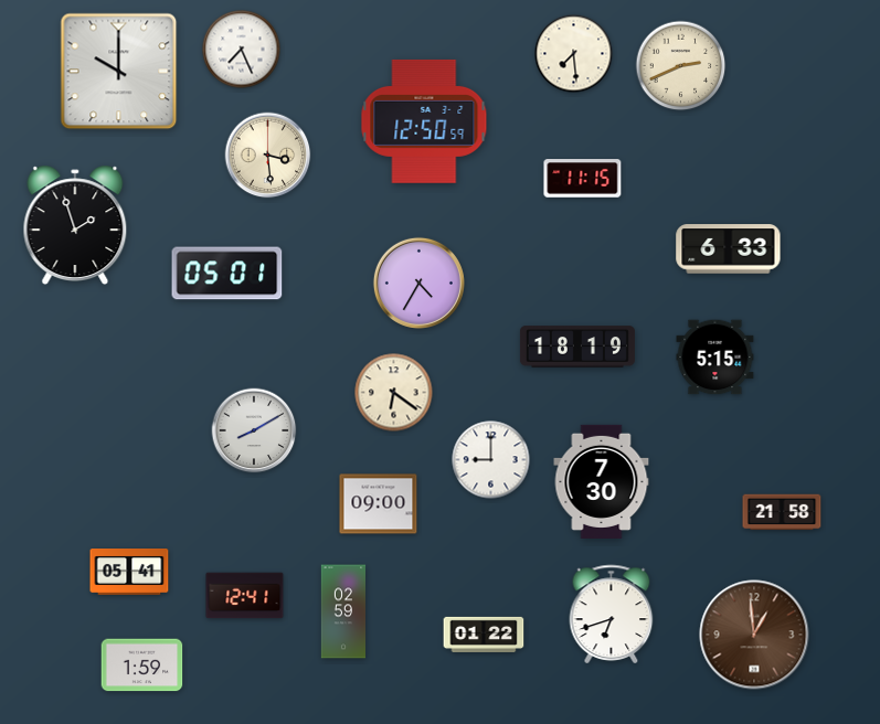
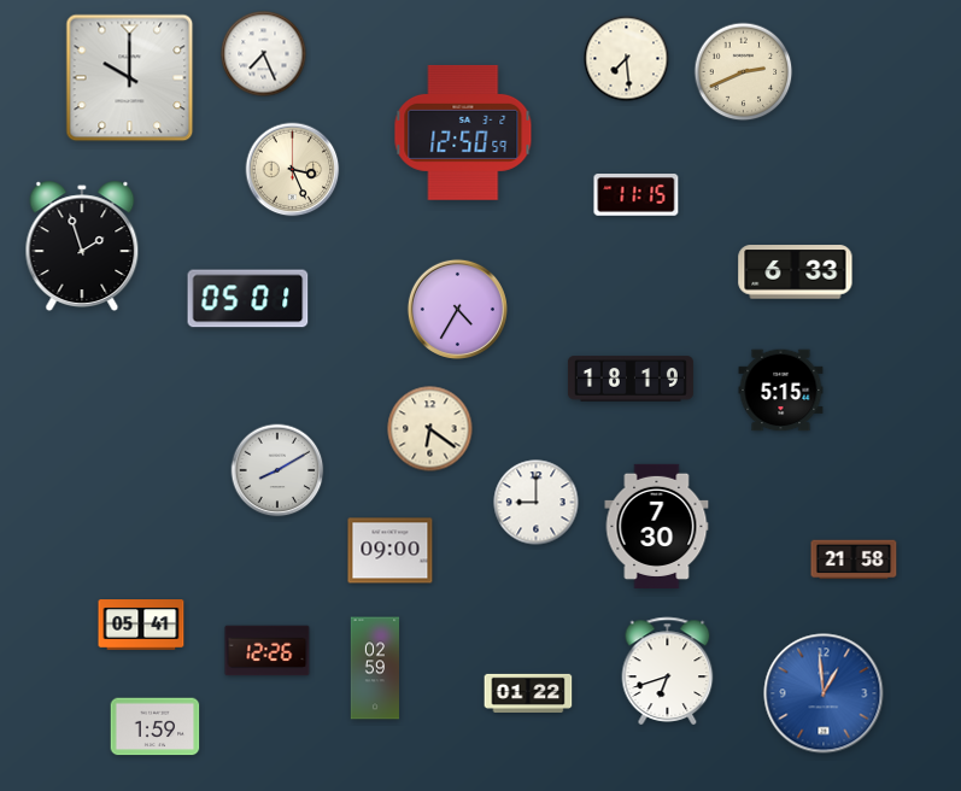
clock at (268, 156): 3:29 -> 3:26
clock at (379, 504) position: (379, 504) -> (391, 551)
clock at (245, 596): 12:41 -> 12:26
clock at (754, 635) dial: brown -> blue
